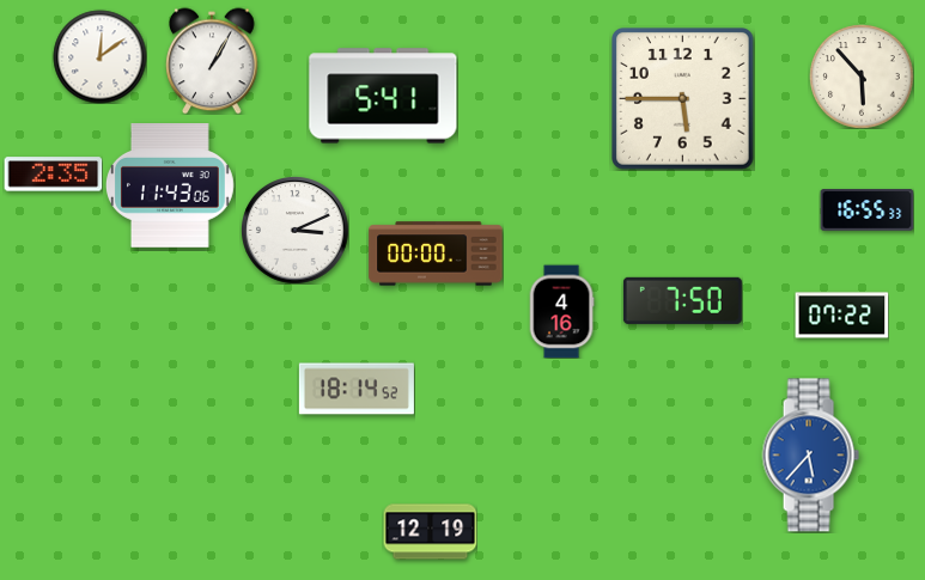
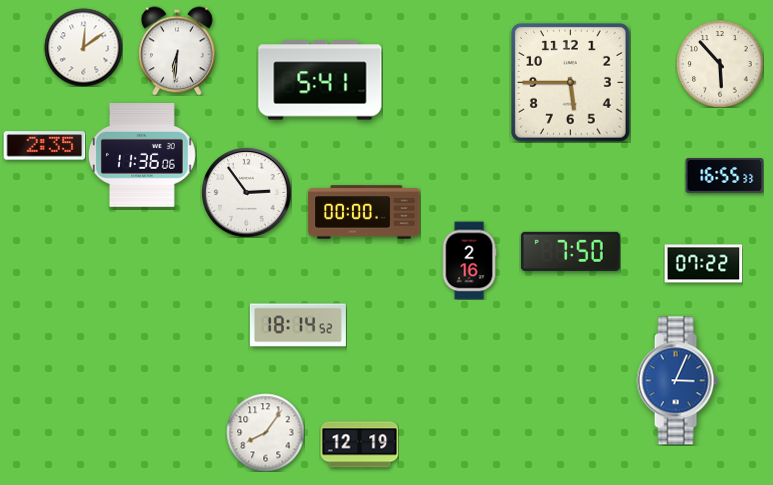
clock at (212, 61): 1:05 -> 6:31
clock at (171, 187): 11:43 -> 11:36
clock at (296, 231): 3:11 -> 2:54
clock at (561, 311): 4:16 -> 2:16
clock at (810, 456): 5:37 -> 3:04
clock at (265, 432): none -> 8:06
